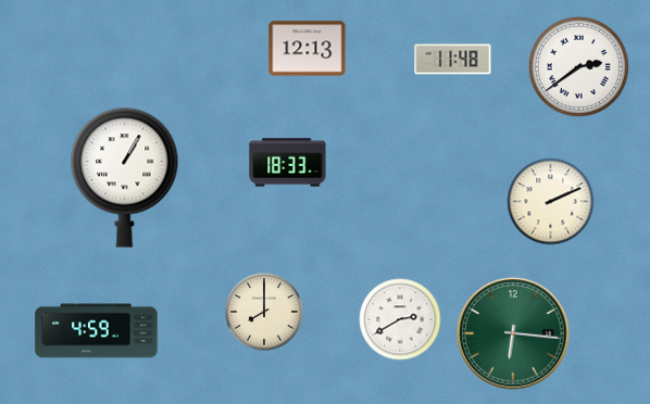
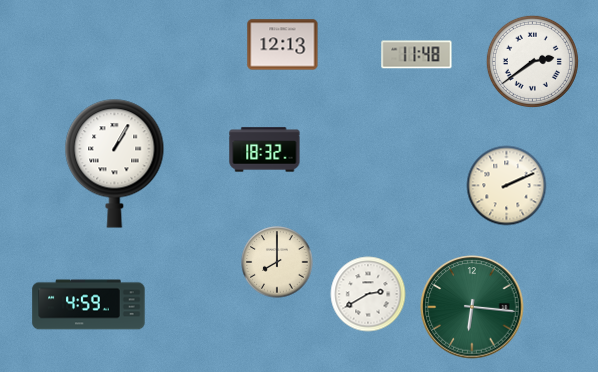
clock at (288, 163): 18:33 -> 18:32
clock at (264, 312) position: (264, 312) -> (277, 262)
